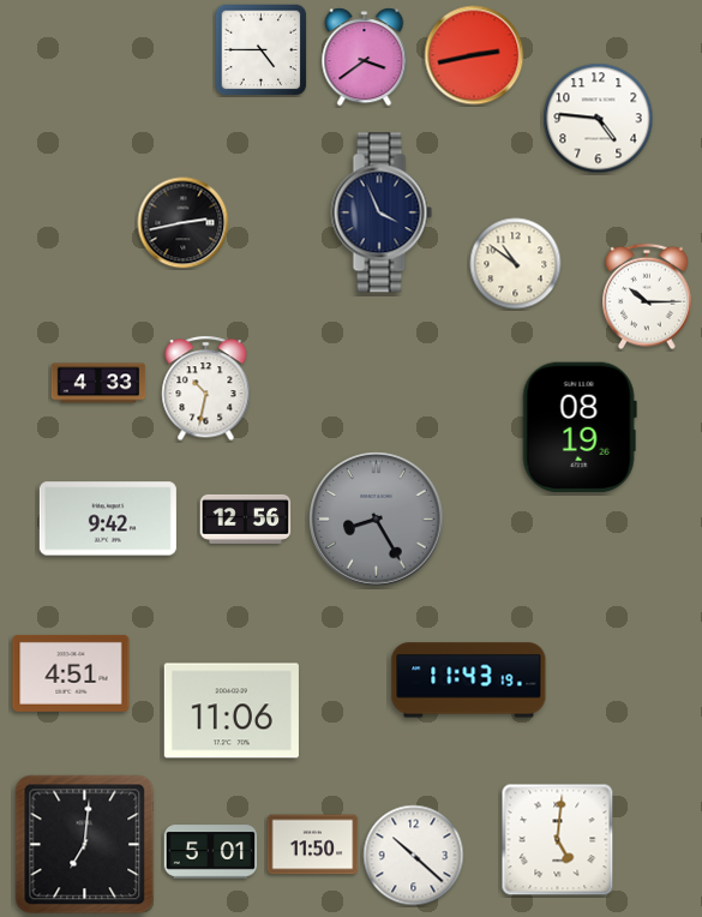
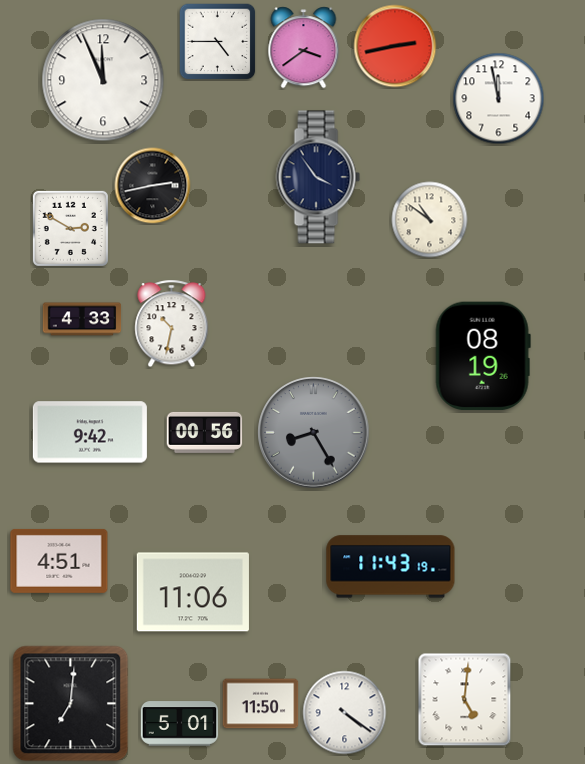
clock at (103, 80): none -> 11:56
clock at (599, 119): 4:46 -> 11:58
clock at (382, 212): 3:56 -> 3:54
clock at (70, 228): none -> 2:50
clock at (648, 296): 10:15 -> none
clock at (246, 519): 12:56 -> 00:56
clock at (211, 852) position: (211, 852) -> (180, 724)
clock at (414, 856): 10:22 -> 4:21
